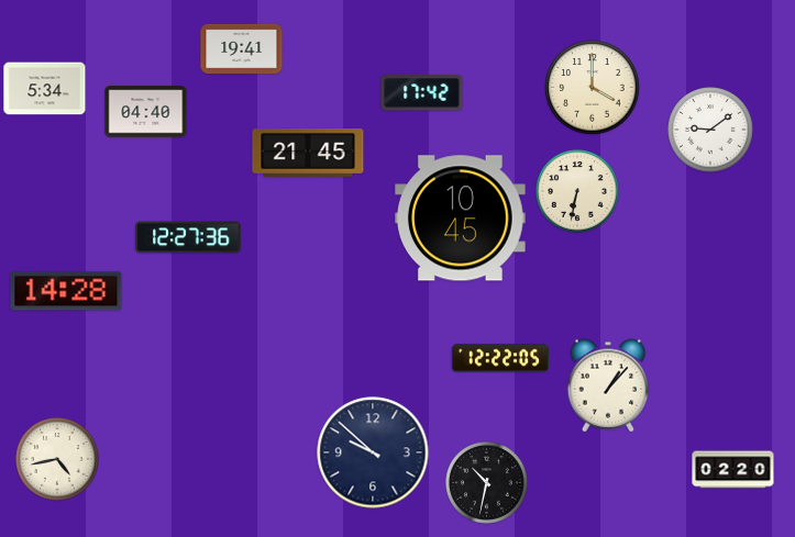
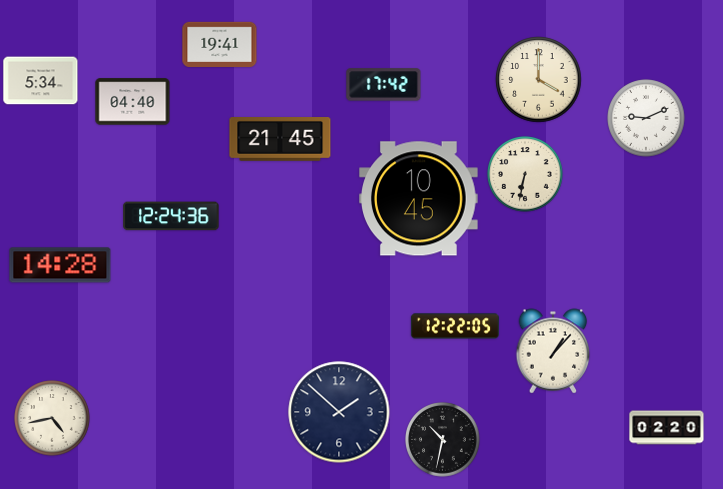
clock at (710, 130): 9:09 -> 9:11
clock at (188, 237): 12:27 -> 12:24
clock at (373, 452): 9:52 -> 1:52
